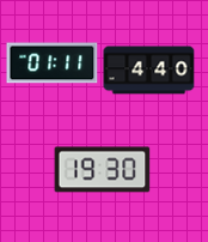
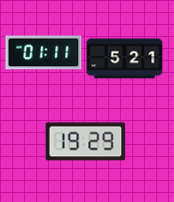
clock at (149, 71): 4:40 -> 5:21
clock at (103, 170): 19:30 -> 19:29
